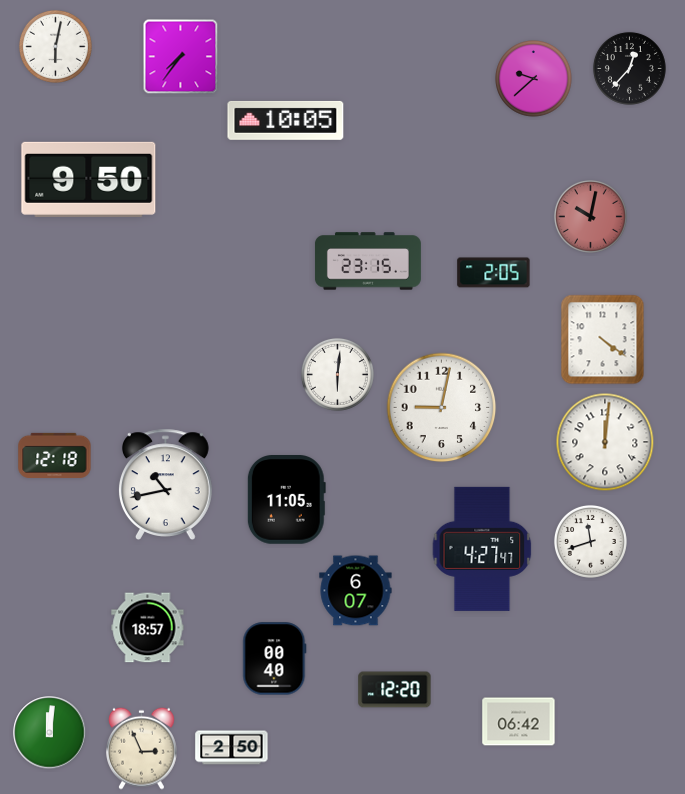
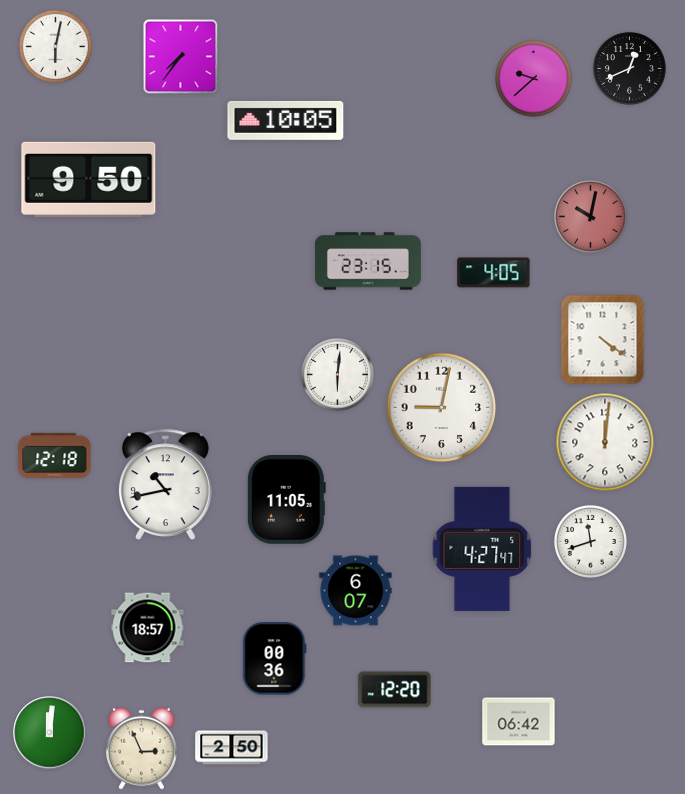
clock at (629, 68): 12:37 -> 12:41
clock at (494, 273): 2:05 -> 4:05
clock at (275, 659): 00:40 -> 00:36
